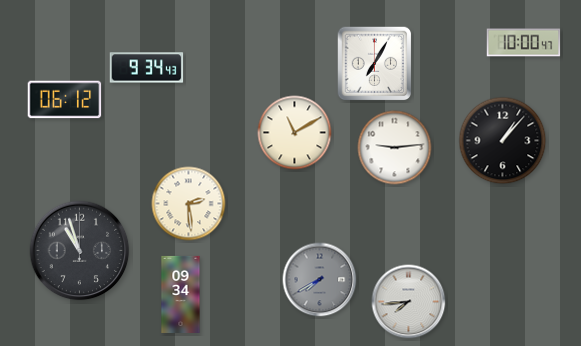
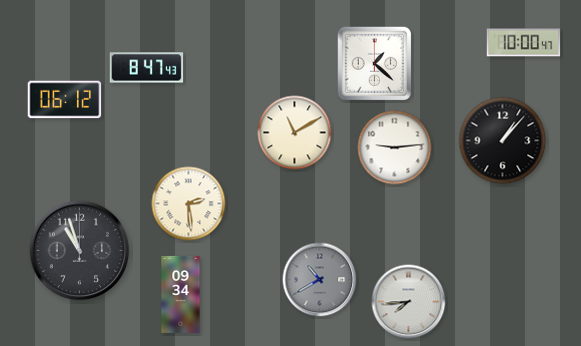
clock at (375, 64): 7:05 -> 1:22
clock at (147, 68): 9:34 -> 8:47
clock at (320, 280): 7:40 -> 10:40
